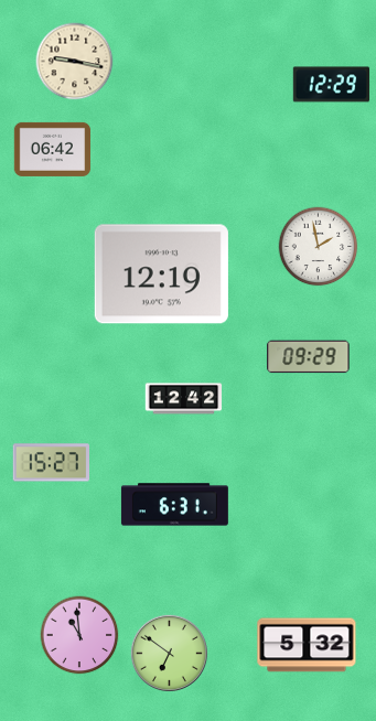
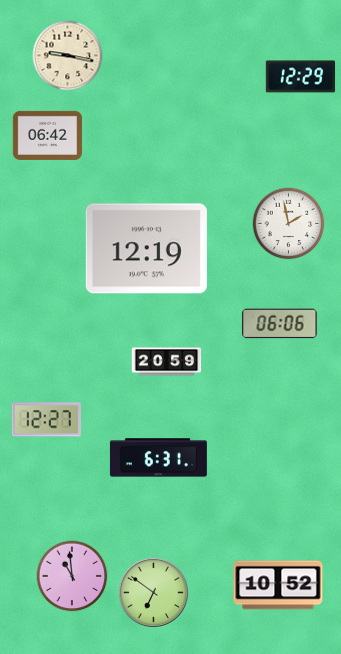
clock at (309, 357): 09:29 -> 06:06
clock at (184, 399): 12:42 -> 20:59
clock at (51, 463): 15:27 -> 12:27
clock at (307, 645): 5:32 -> 10:52
